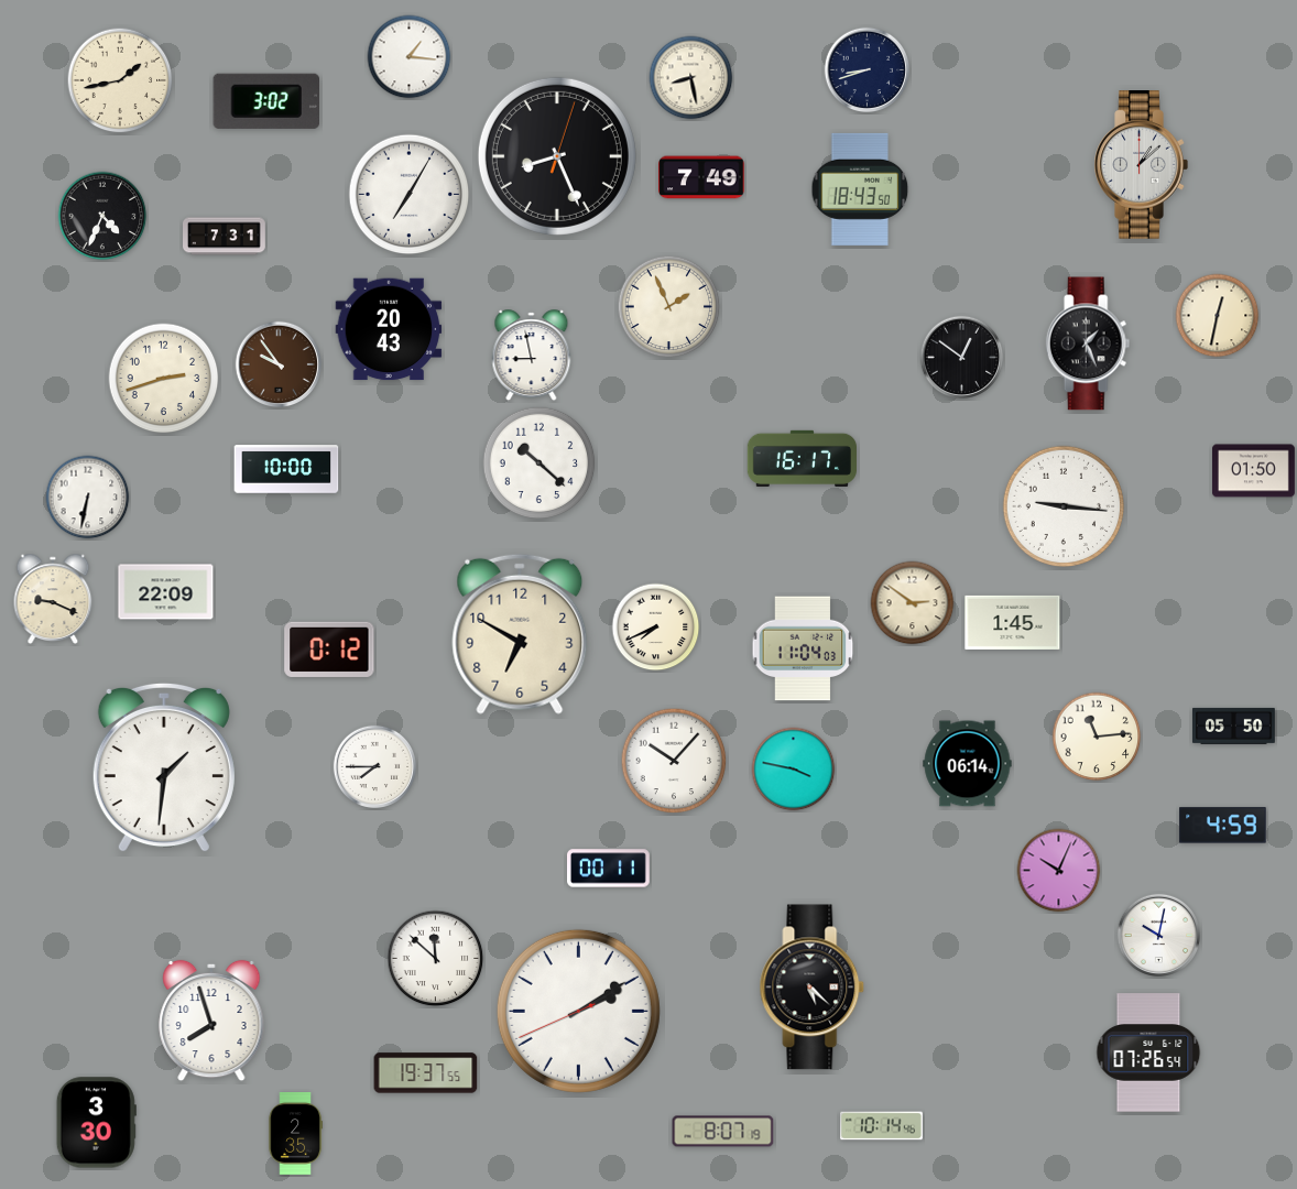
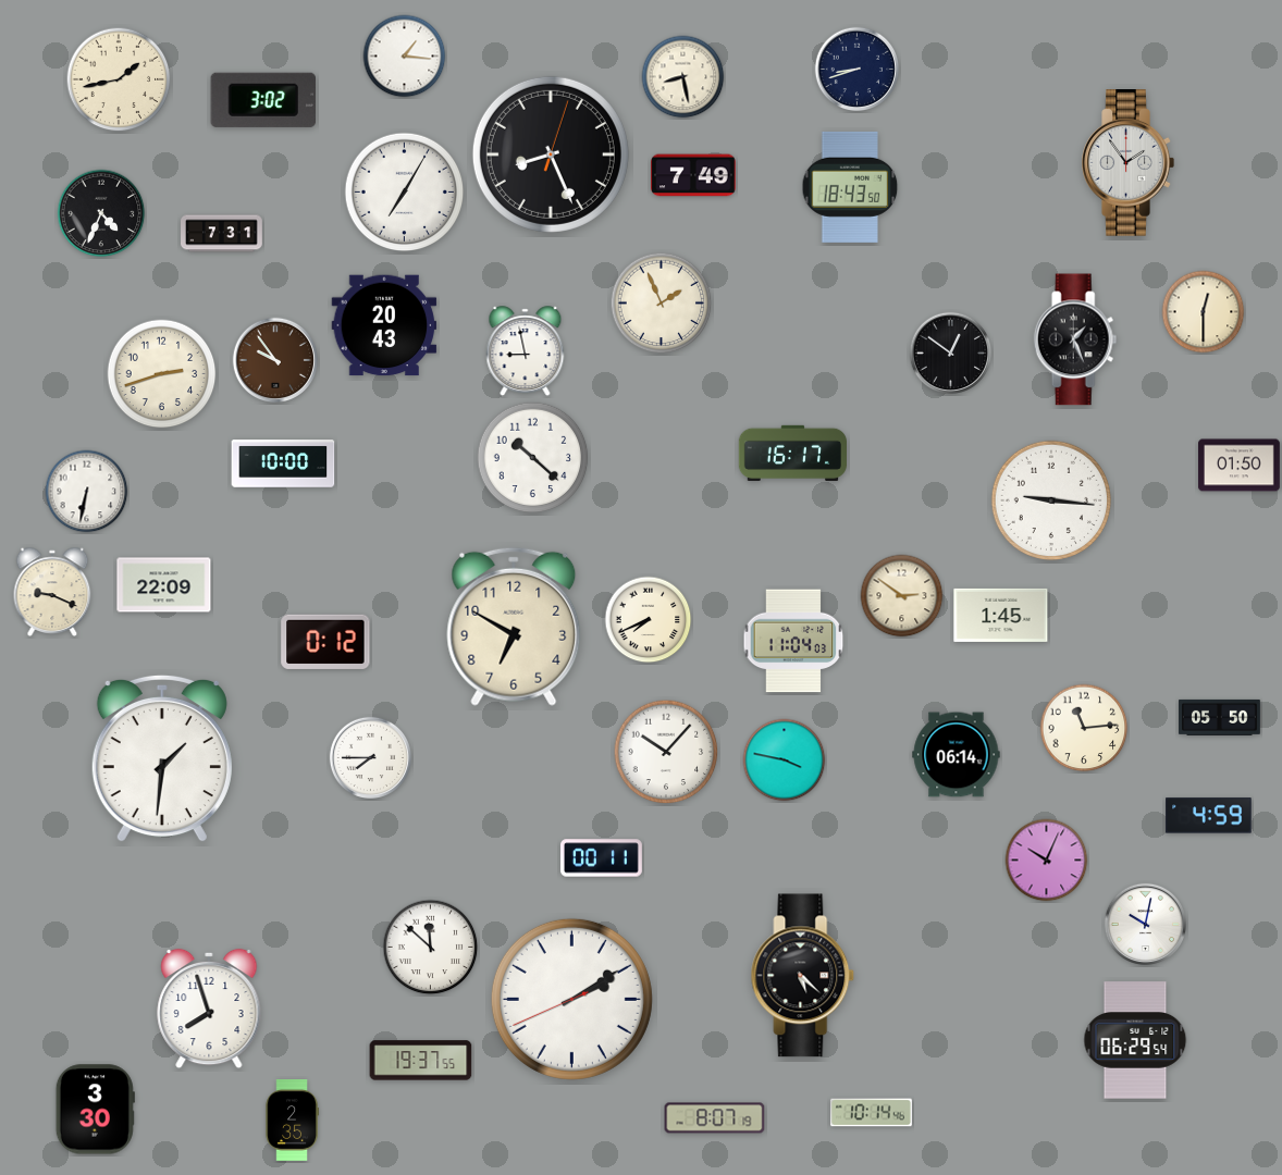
clock at (1141, 165): 1:08 -> 1:54
clock at (1218, 316): 12:32 -> 12:30
clock at (1148, 1052): 07:26 -> 06:29
